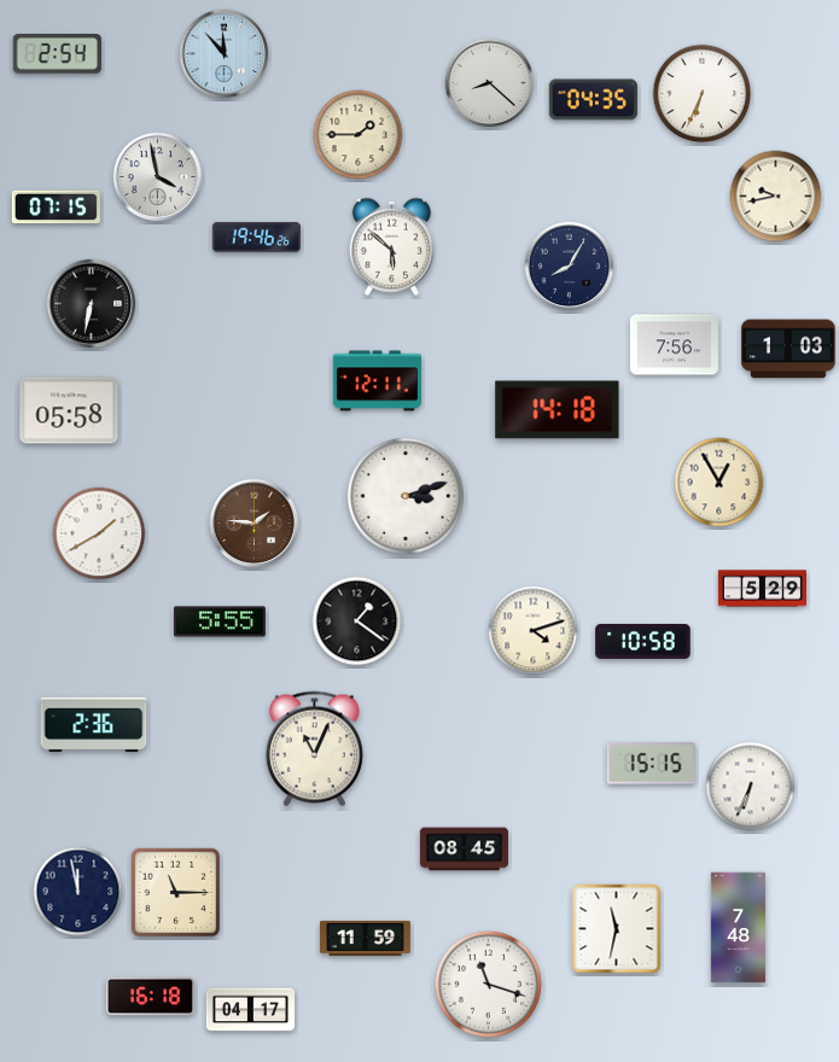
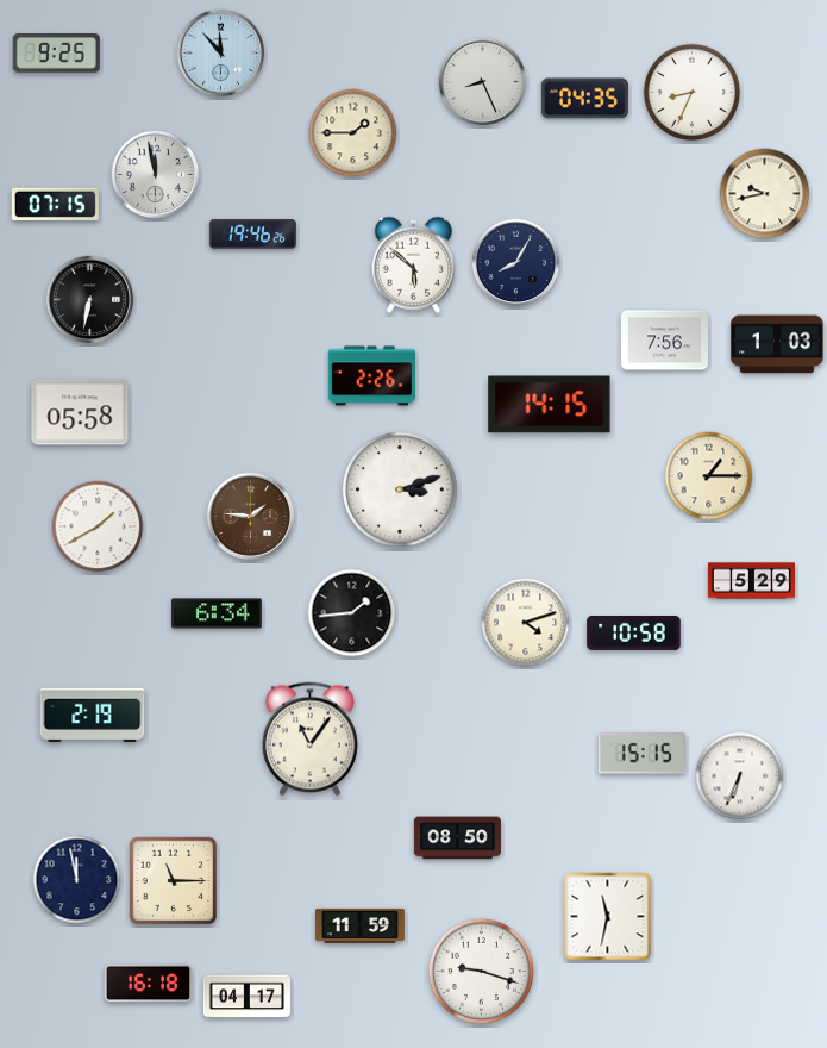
clock at (57, 54): 2:54 -> 9:25
clock at (490, 83): 8:22 -> 8:26
clock at (703, 94): 6:34 -> 8:34
clock at (158, 177): 3:58 -> 11:58
clock at (391, 246) position: (391, 246) -> (413, 264)
clock at (570, 267) position: (570, 267) -> (516, 263)
clock at (377, 381): 12:11 -> 2:26
clock at (69, 410) position: (69, 410) -> (80, 412)
clock at (558, 410): 14:18 -> 14:15
clock at (719, 483): 12:55 -> 1:15
clock at (221, 622): 5:55 -> 6:34
clock at (357, 622): 1:21 -> 1:44
clock at (94, 724): 2:36 -> 2:19
clock at (314, 749): 11:04 -> 11:06
clock at (464, 850): 08:45 -> 08:50
clock at (738, 928): 7:48 -> none
clock at (488, 984): 11:18 -> 9:18
